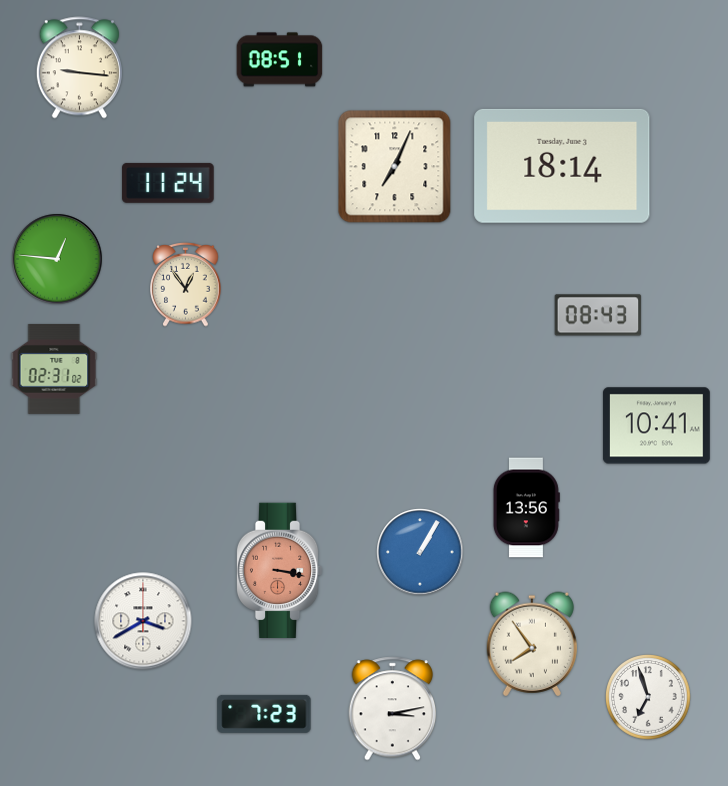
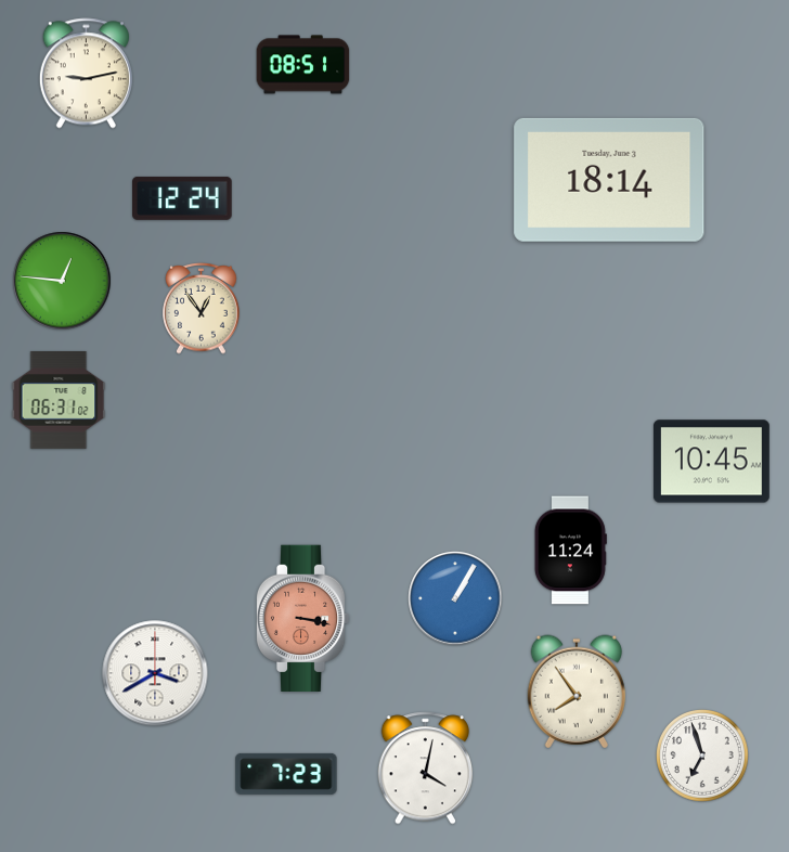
clock at (79, 68): 9:16 -> 9:13
clock at (395, 167): 7:04 -> none
clock at (168, 183): 11:24 -> 12:24
clock at (598, 315): 08:43 -> none
clock at (54, 369): 02:31 -> 06:31
clock at (656, 426): 10:41 -> 10:45
clock at (526, 508): 13:56 -> 11:24
clock at (532, 644) position: (532, 644) -> (577, 692)
clock at (393, 709): 3:13 -> 4:02
